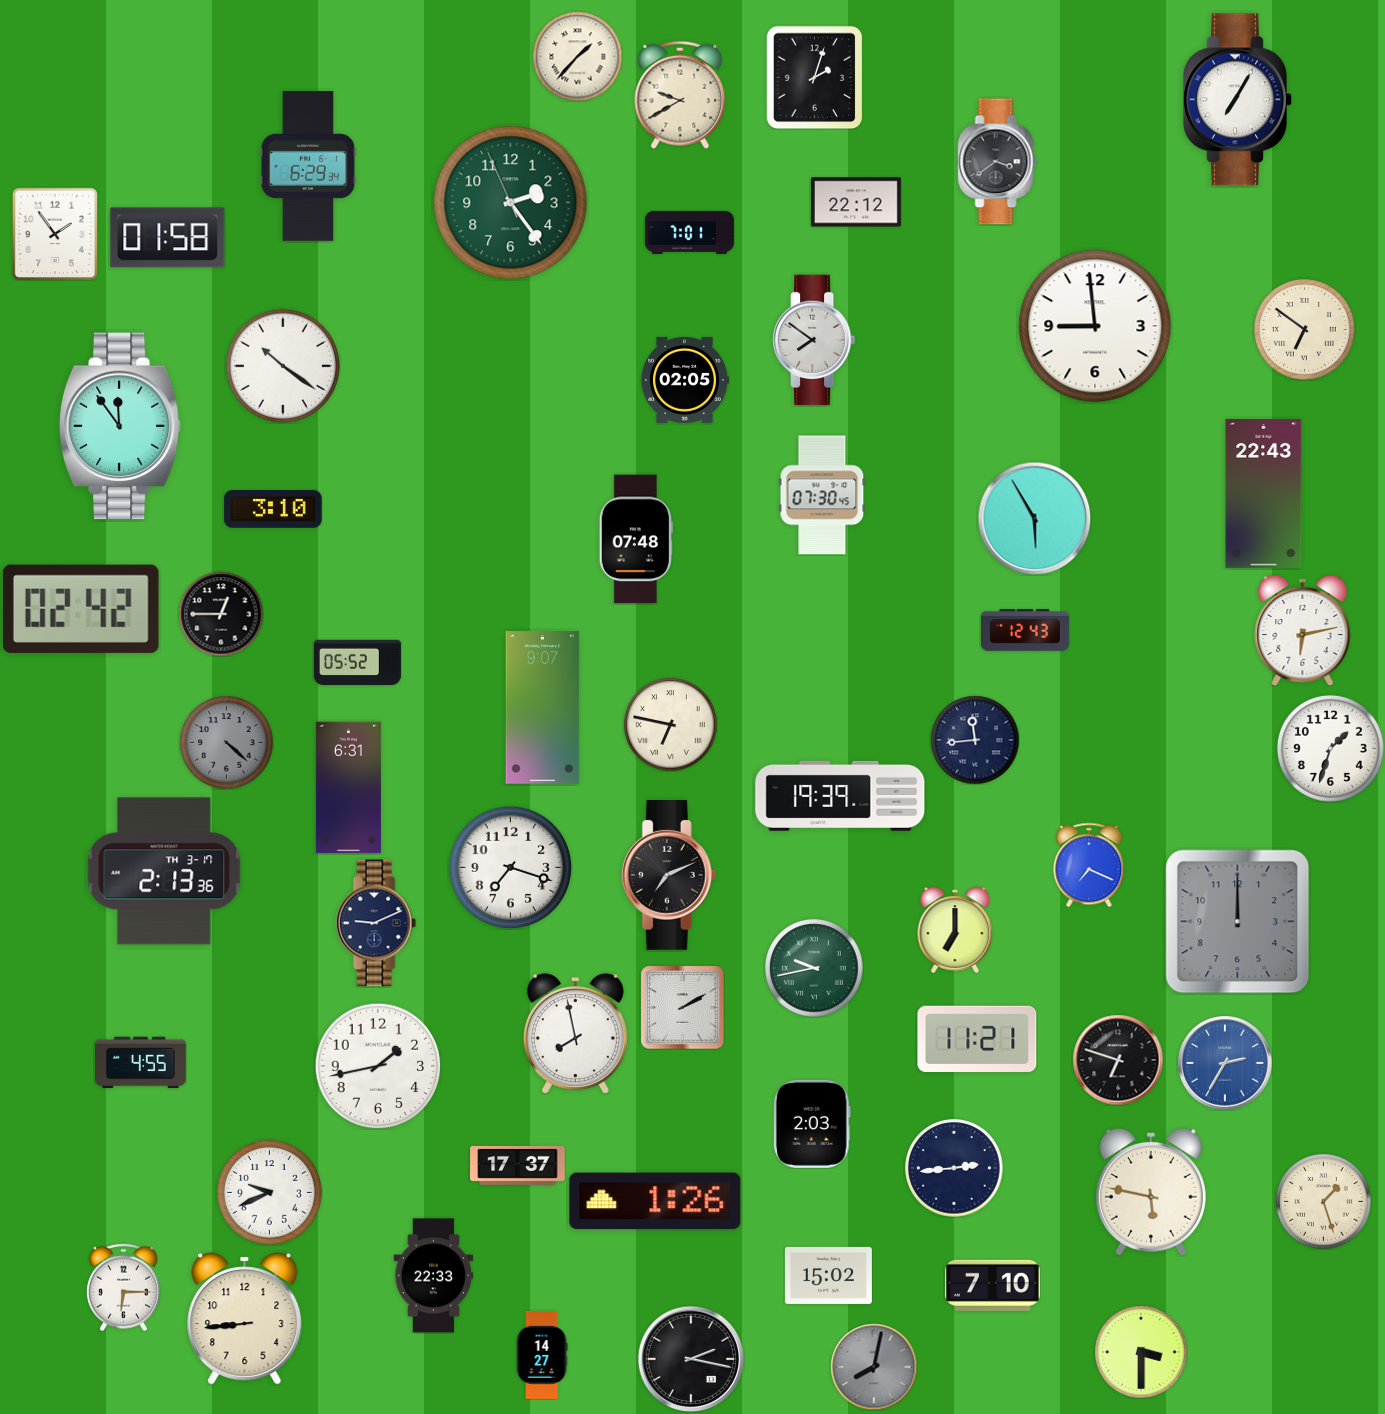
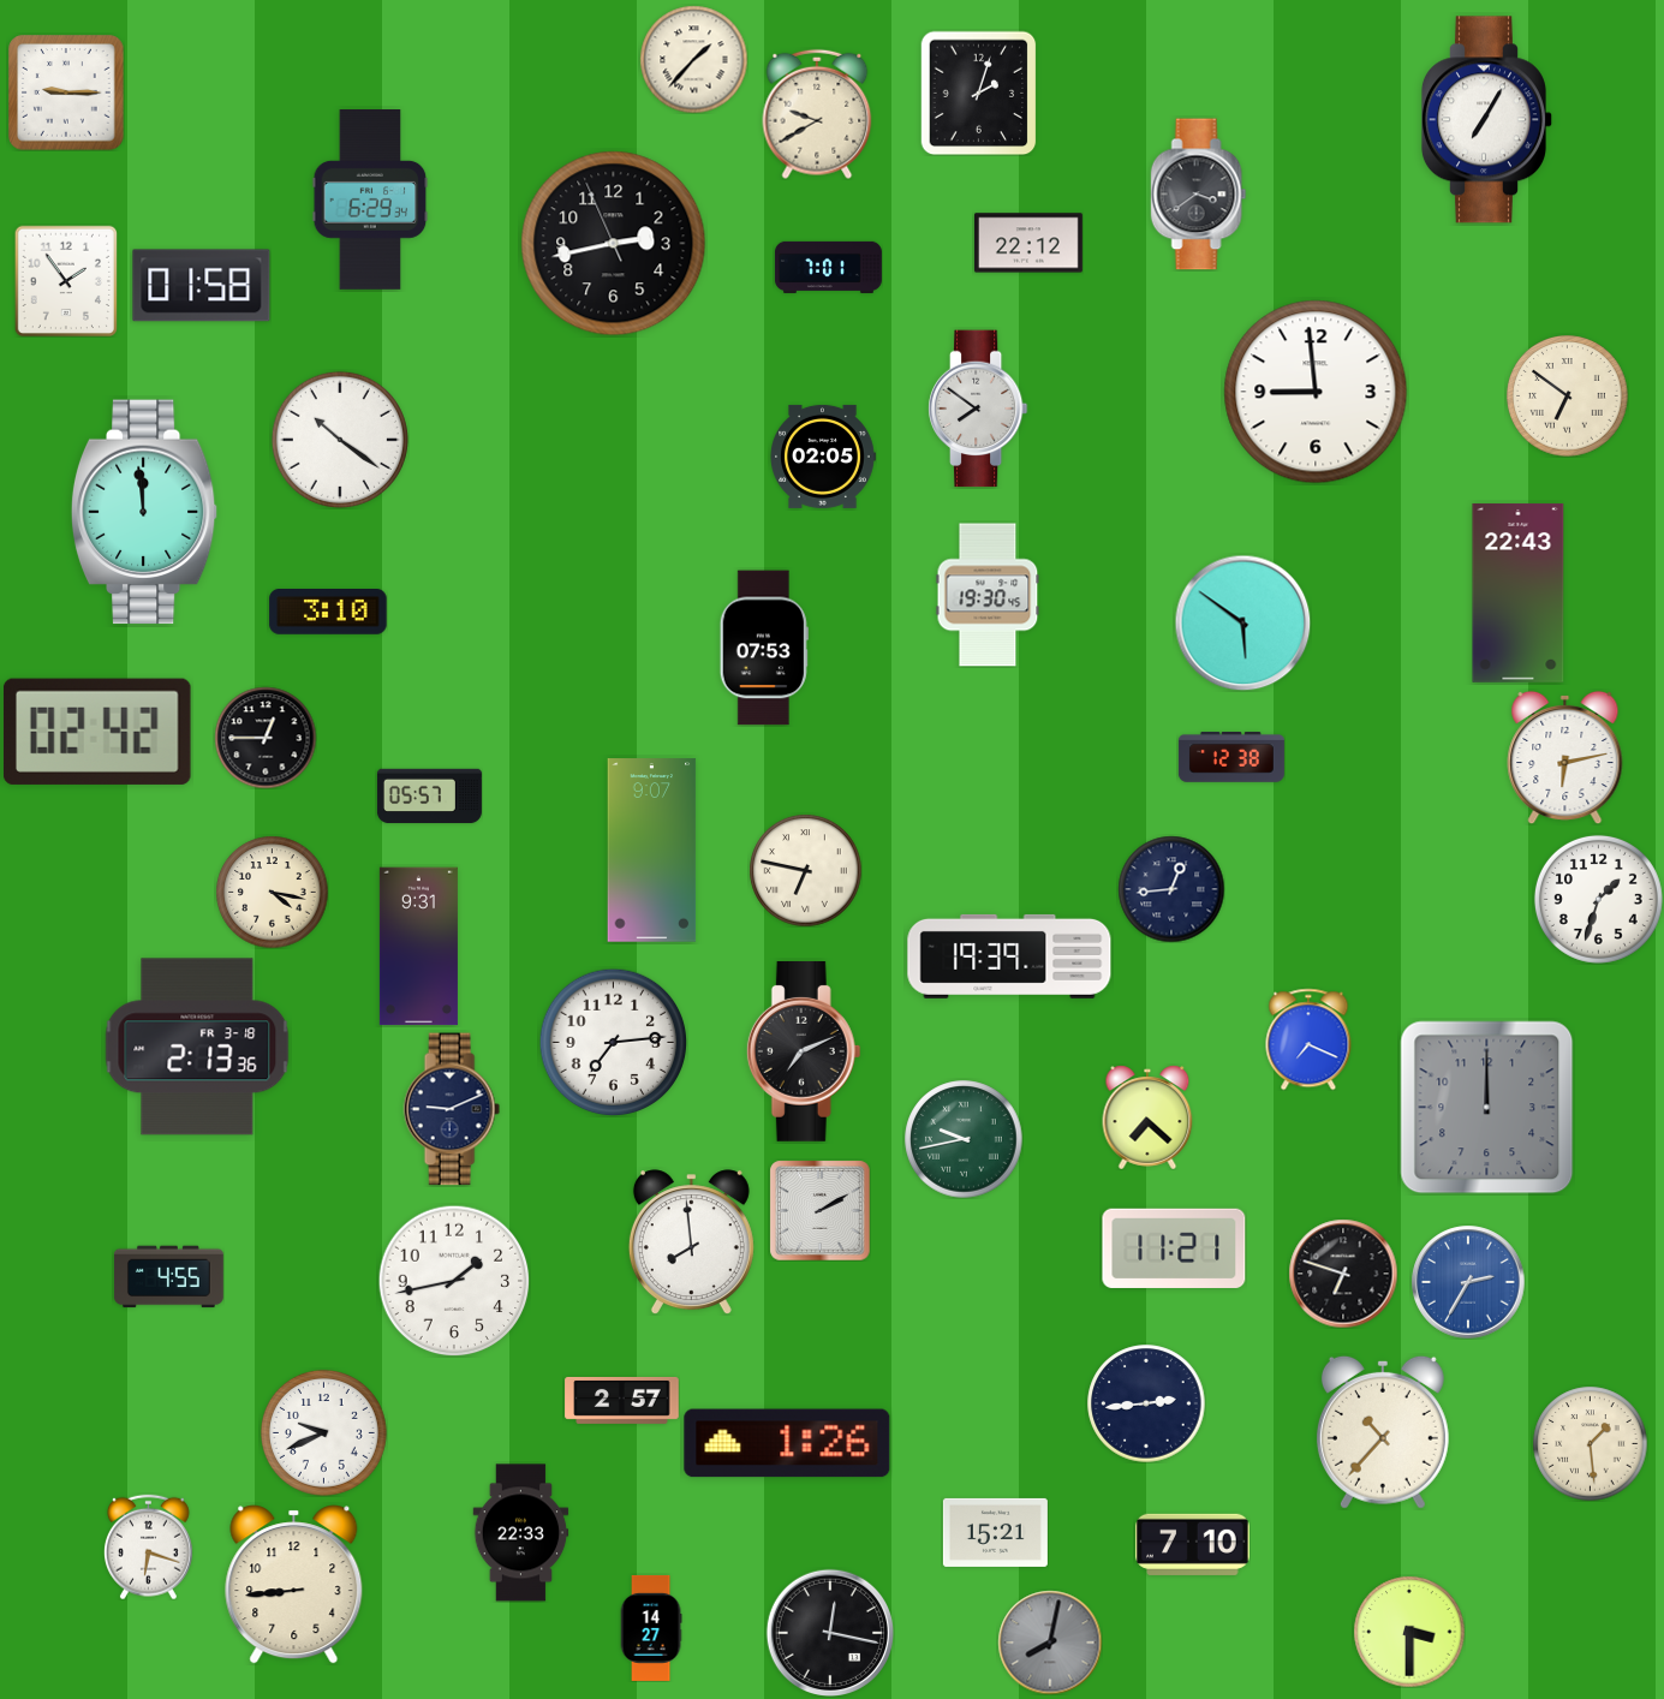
clock at (577, 56) position: (577, 56) -> (693, 59)
clock at (66, 93): none -> 9:15
clock at (511, 203): 2:23 -> 2:42
clock at (511, 203) dial: green -> black
clock at (689, 232) position: (689, 232) -> (828, 267)
clock at (120, 426): 11:54 -> 11:59
clock at (822, 495): 07:30 -> 19:30
clock at (1034, 518): 5:55 -> 5:51
clock at (636, 539): 07:48 -> 07:53
clock at (1025, 631): 12:43 -> 12:38
clock at (357, 663): 05:52 -> 05:57
clock at (975, 740): 11:44 -> 12:44
clock at (226, 742): 4:22 -> 4:17
clock at (226, 742) dial: grey -> cream
clock at (348, 788): 6:31 -> 9:31
clock at (510, 867): 7:18 -> 7:14
clock at (164, 871) date: TH 3-17 -> FR 3-18
clock at (955, 930): 7:00 -> 7:22
clock at (814, 968) position: (814, 968) -> (964, 1139)
clock at (575, 1034): 7:58 -> 7:59
clock at (1225, 1063) position: (1225, 1063) -> (1468, 1282)
clock at (813, 1124): 2:03 -> none
clock at (518, 1165): 17:37 -> 2:57
clock at (1151, 1192): 5:47 -> 10:37
clock at (1323, 1201): 1:27 -> 1:29
clock at (828, 1275): 15:02 -> 15:21
clock at (123, 1287): 6:15 -> 6:18
clock at (1141, 1352) position: (1141, 1352) -> (1409, 1632)
clock at (690, 1358): 2:17 -> 12:17
